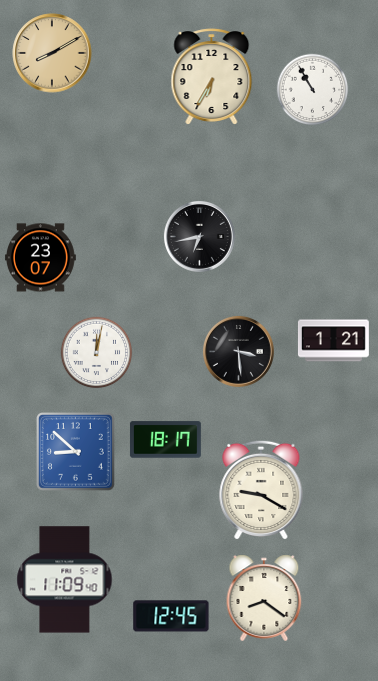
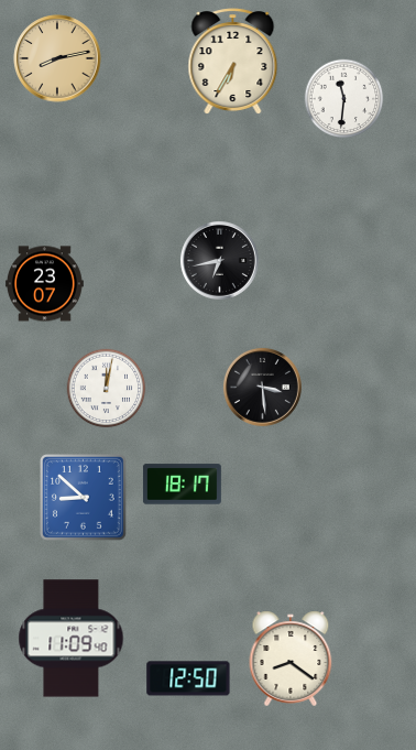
clock at (52, 53): 8:10 -> 8:13
clock at (212, 77) position: (212, 77) -> (233, 62)
clock at (313, 90): 10:55 -> 11:31
clock at (333, 341): 1:21 -> none
clock at (261, 490): 9:20 -> none
clock at (171, 616): 12:45 -> 12:50
